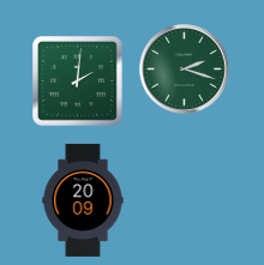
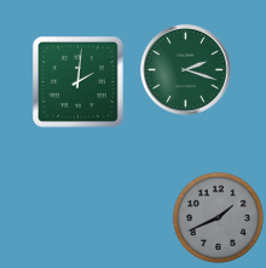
clock at (83, 200): 20:09 -> none
clock at (218, 217): none -> 1:41
